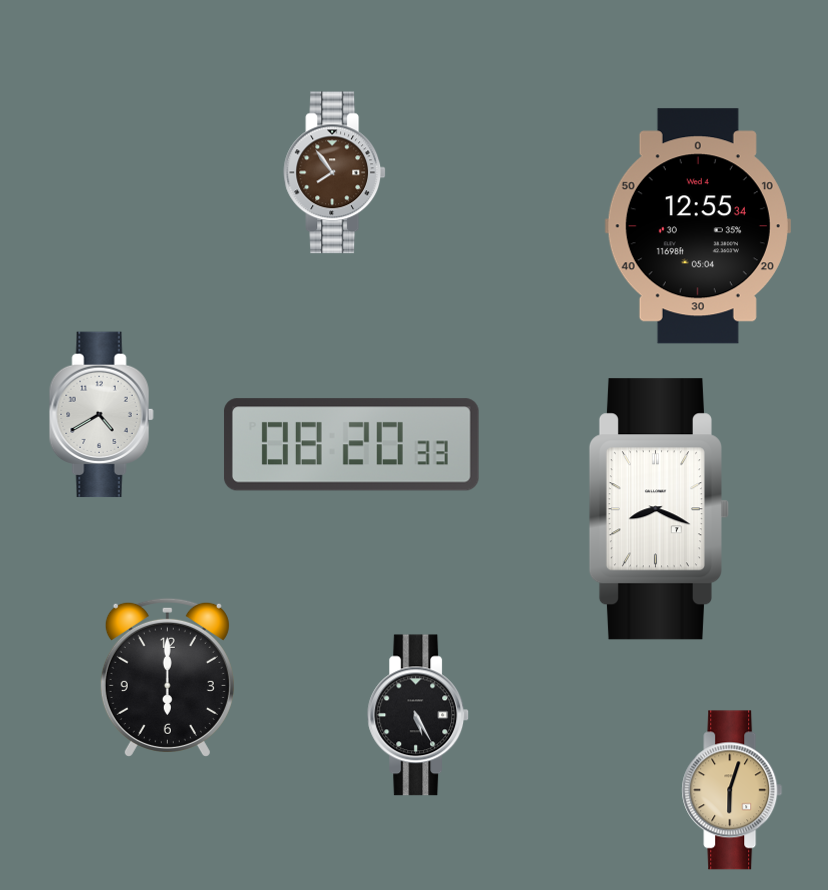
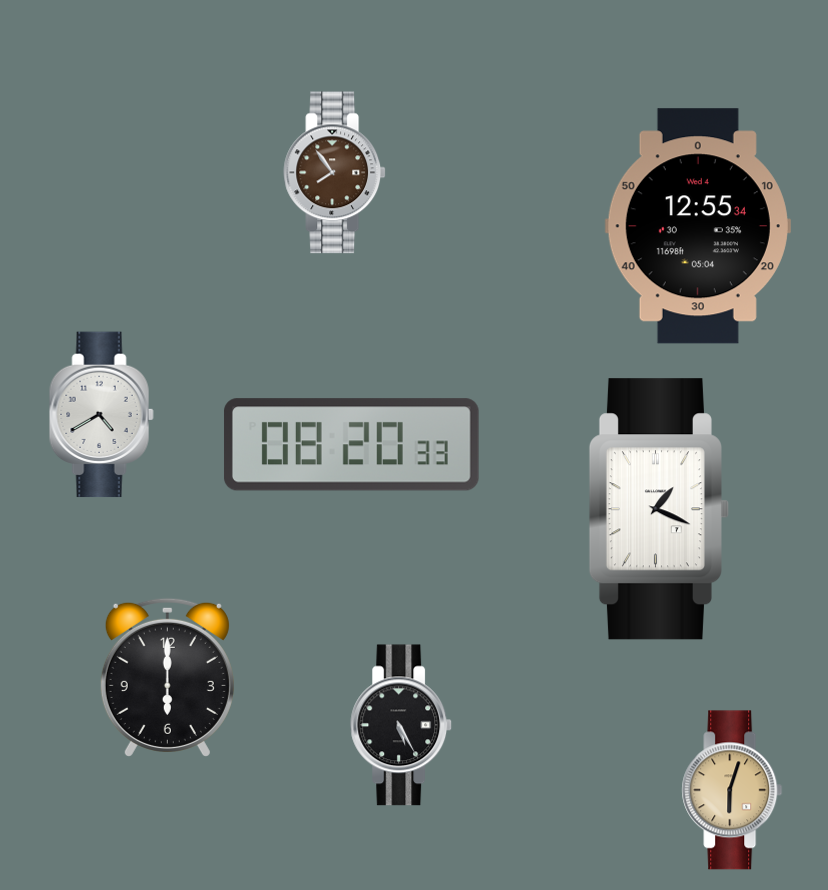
clock at (659, 509): 8:19 -> 1:19
clock at (419, 715) position: (419, 715) -> (402, 725)
